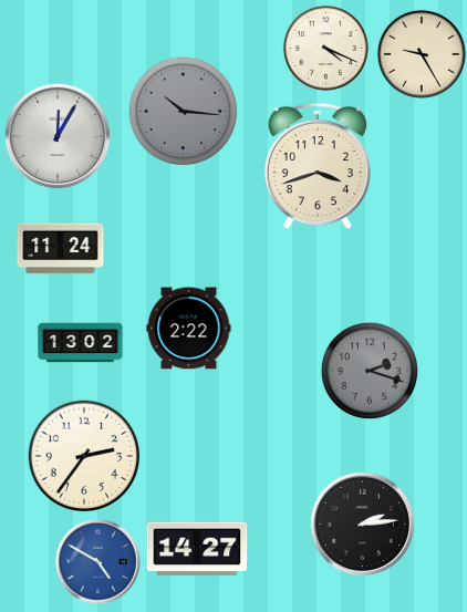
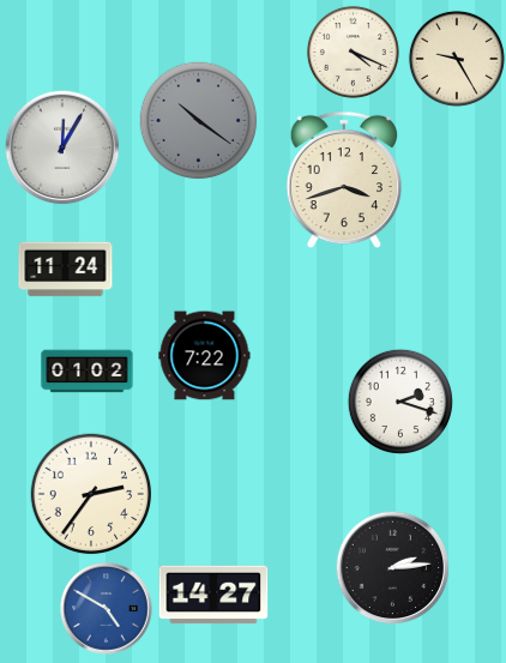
clock at (184, 112): 10:16 -> 10:21
clock at (189, 329): 2:22 -> 7:22
clock at (81, 343): 13:02 -> 01:02
clock at (370, 371) dial: grey -> white
